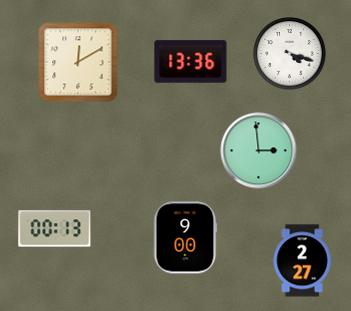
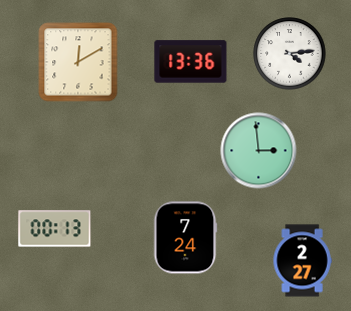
clock at (290, 54): 4:18 -> 4:14
clock at (185, 238): 9:00 -> 7:24
